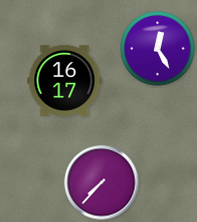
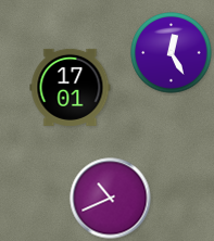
clock at (65, 80): 16:17 -> 17:01
clock at (102, 183): 7:37 -> 10:41
